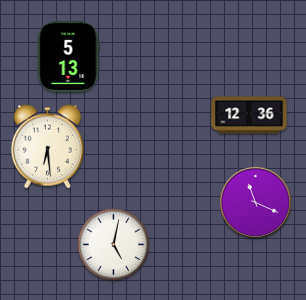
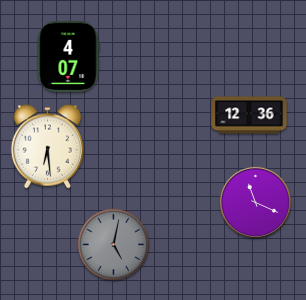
clock at (68, 56): 5:13 -> 4:07
clock at (114, 245) dial: white -> grey
